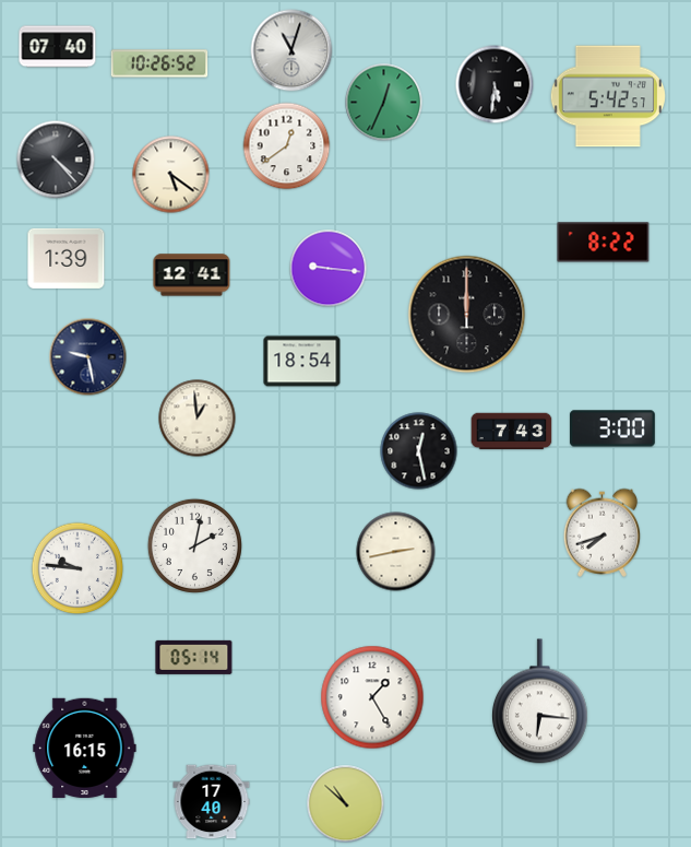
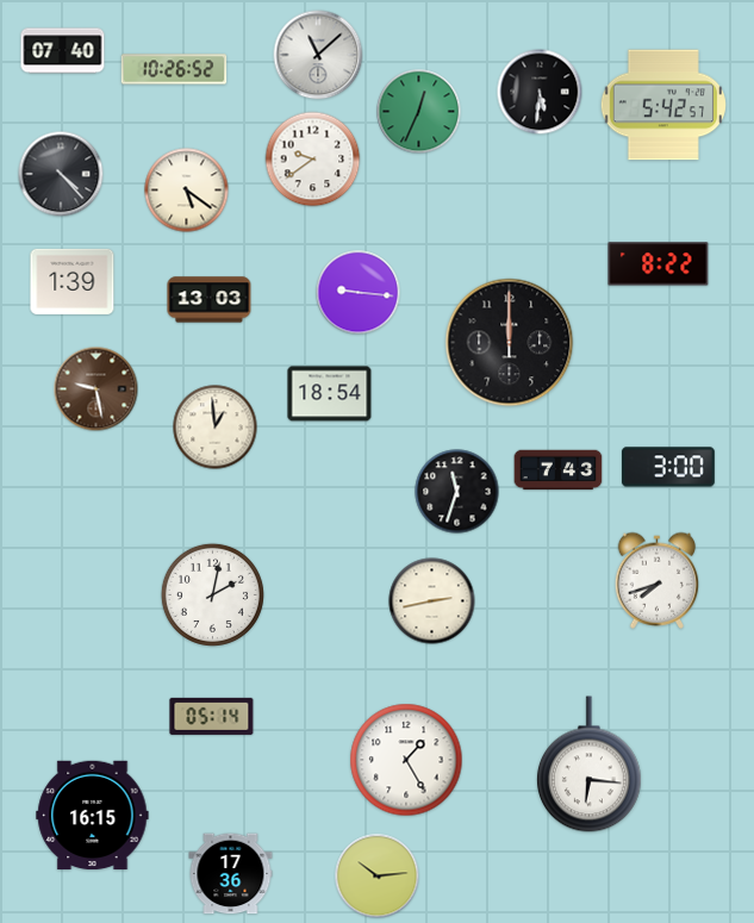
clock at (291, 50): 11:03 -> 11:08
clock at (287, 146): 12:39 -> 9:39
clock at (192, 275): 12:41 -> 13:03
clock at (88, 357) dial: navy -> brown
clock at (198, 419) position: (198, 419) -> (216, 428)
clock at (419, 451): 12:28 -> 11:33
clock at (78, 568): 9:46 -> none
clock at (212, 802): 17:40 -> 17:36
clock at (346, 804): 10:52 -> 10:14
